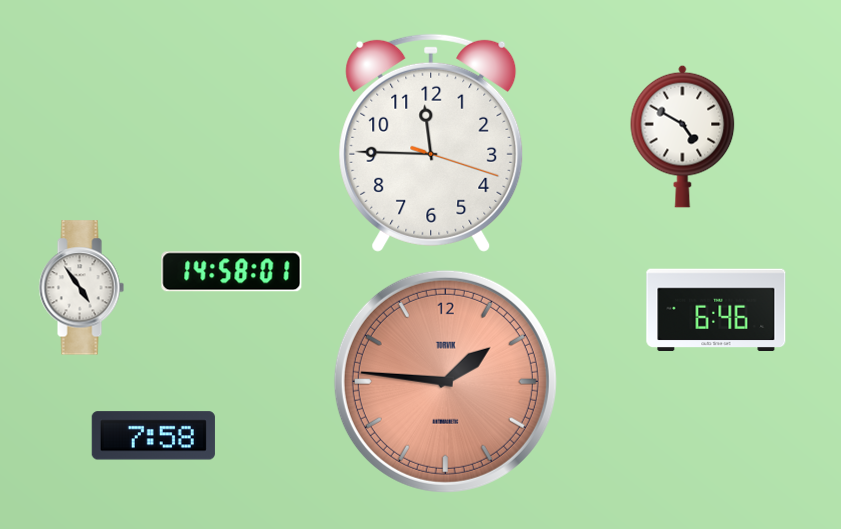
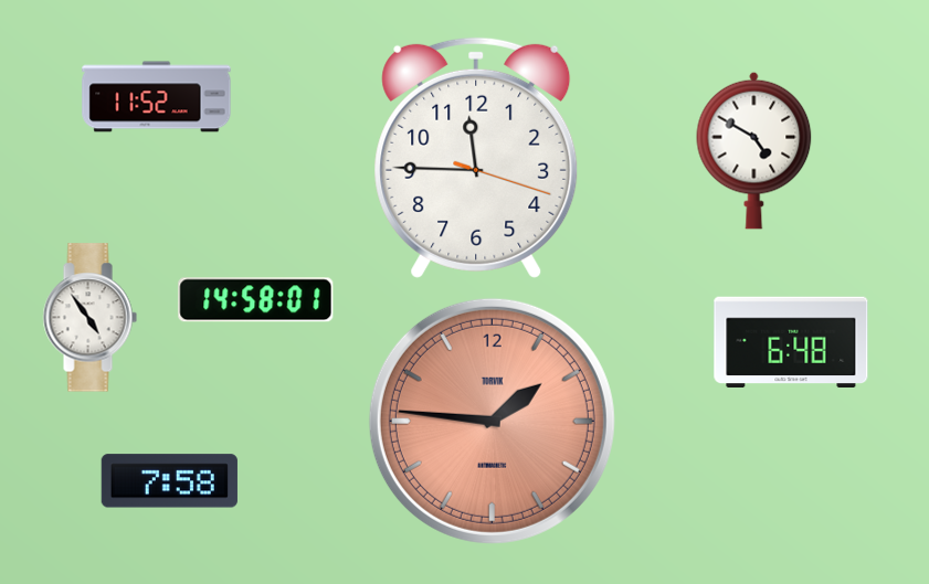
clock at (157, 97): none -> 11:52
clock at (716, 309): 6:46 -> 6:48
